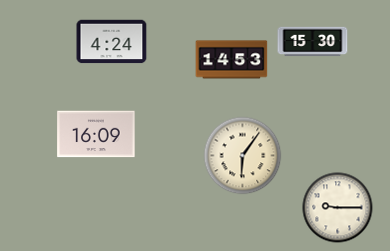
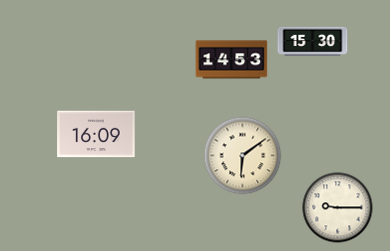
clock at (112, 42): 4:24 -> none
clock at (243, 156): 6:06 -> 6:09
